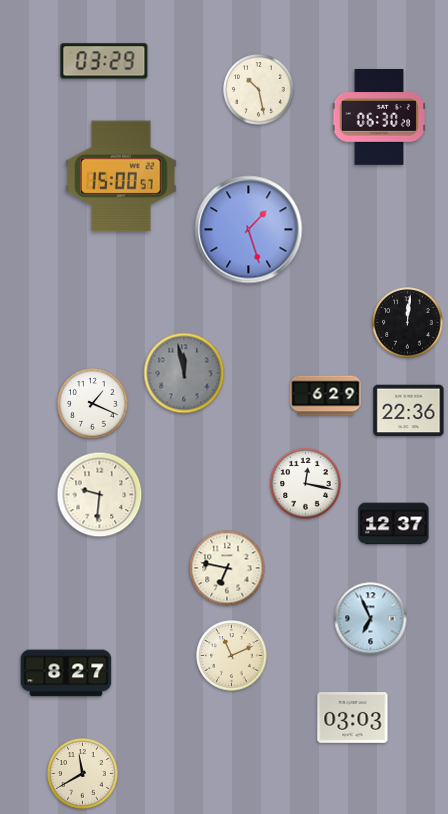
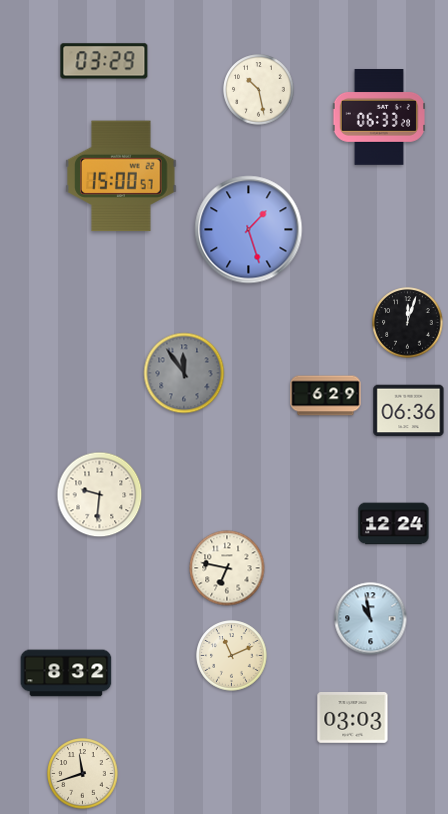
clock at (378, 118): 06:30 -> 06:33
clock at (408, 323): 12:01 -> 12:03
clock at (184, 373): 11:58 -> 11:54
clock at (93, 404): 1:19 -> none
clock at (409, 411): 22:36 -> 06:36
clock at (306, 484): 12:17 -> none
clock at (394, 524): 12:37 -> 12:24
clock at (371, 619): 6:56 -> 10:58
clock at (66, 673): 8:27 -> 8:32
clock at (83, 774): 11:40 -> 11:42
